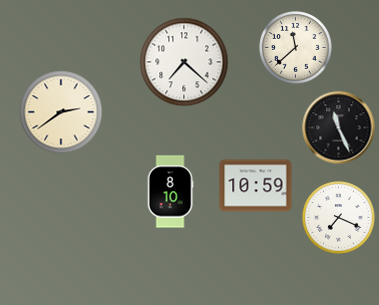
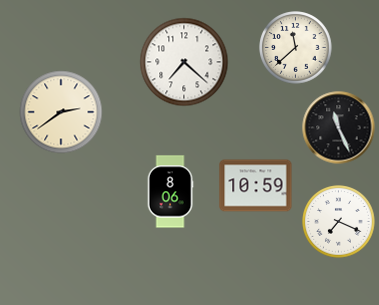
clock at (170, 192): 8:10 -> 8:06
clock at (339, 218) position: (339, 218) -> (339, 222)
